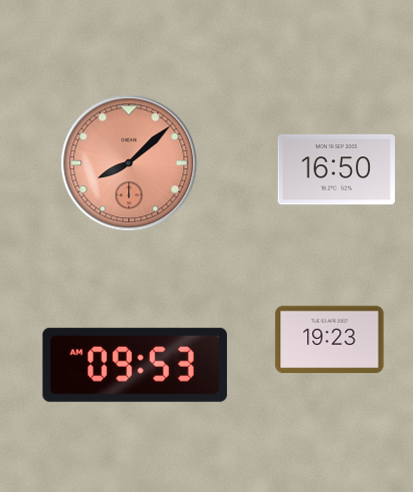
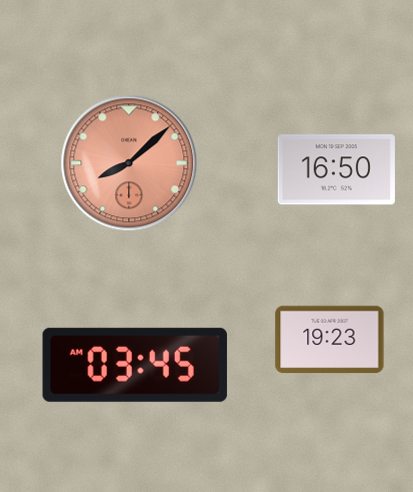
clock at (135, 365): 09:53 -> 03:45
